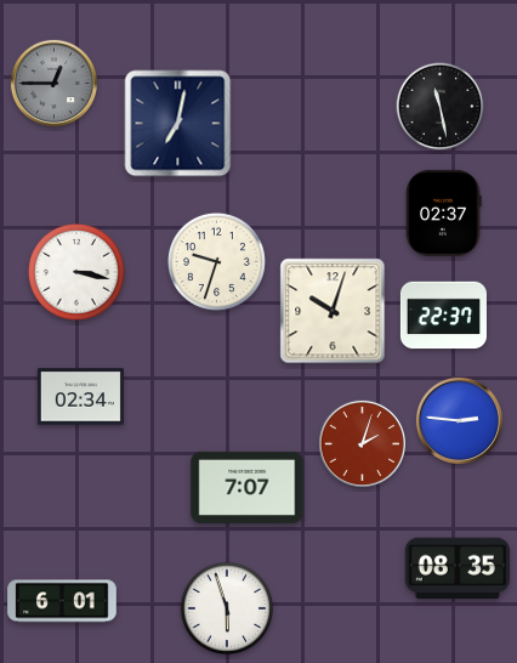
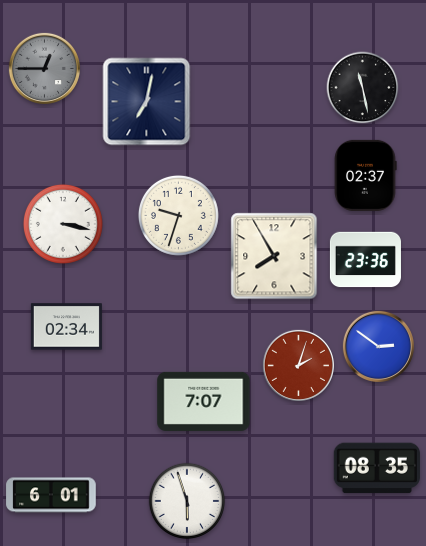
clock at (333, 311): 10:03 -> 7:55
clock at (443, 316): 22:37 -> 23:36
clock at (459, 420): 2:46 -> 2:51
